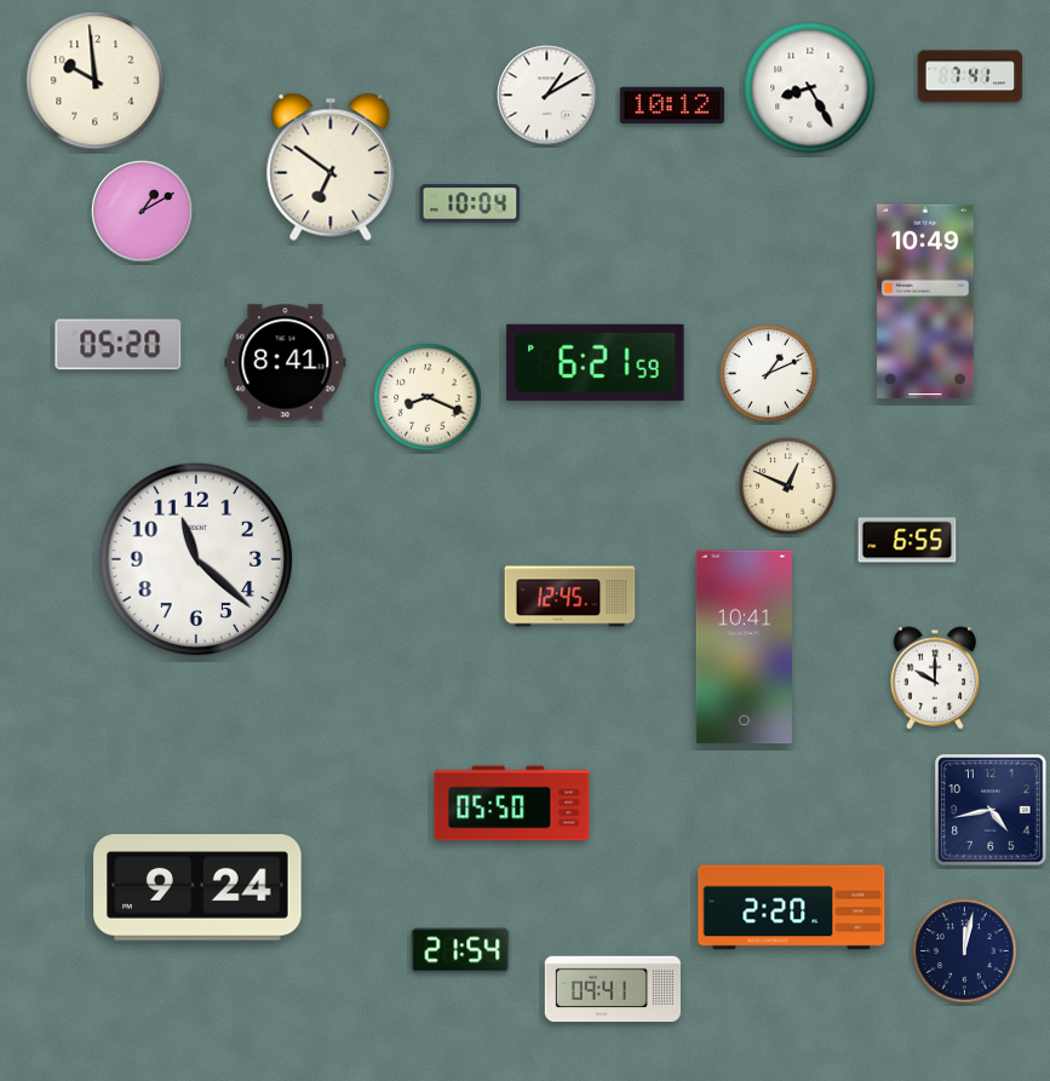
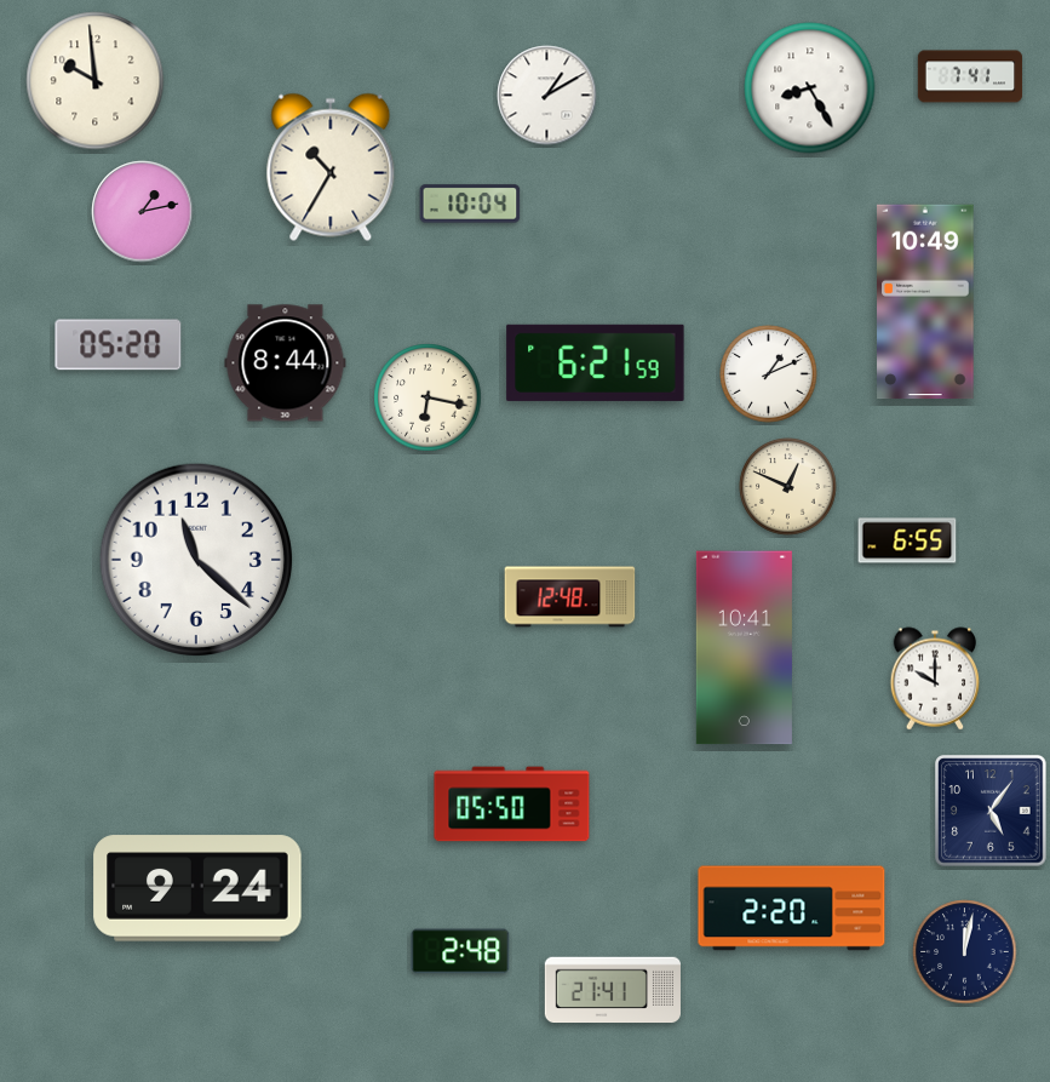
clock at (671, 105): 10:12 -> none
clock at (331, 167): 6:51 -> 10:35
clock at (143, 212): 1:10 -> 1:13
clock at (286, 363): 8:41 -> 8:44
clock at (428, 397): 8:19 -> 6:17
clock at (570, 597): 12:45 -> 12:48
clock at (992, 811): 4:43 -> 5:06
clock at (460, 950): 21:54 -> 2:48
clock at (613, 989): 09:41 -> 21:41
